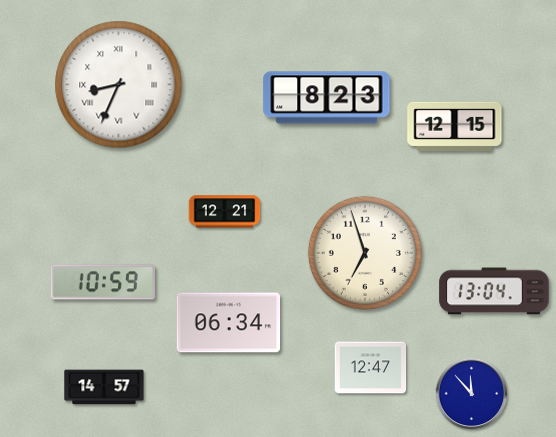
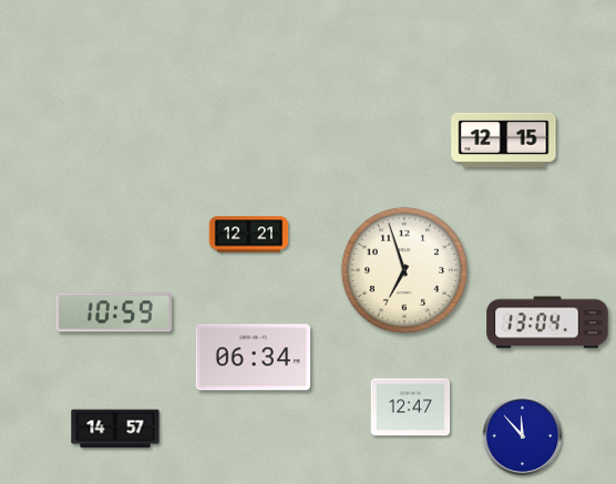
clock at (119, 85): 8:34 -> none
clock at (327, 98): 8:23 -> none
clock at (365, 253) position: (365, 253) -> (404, 270)
